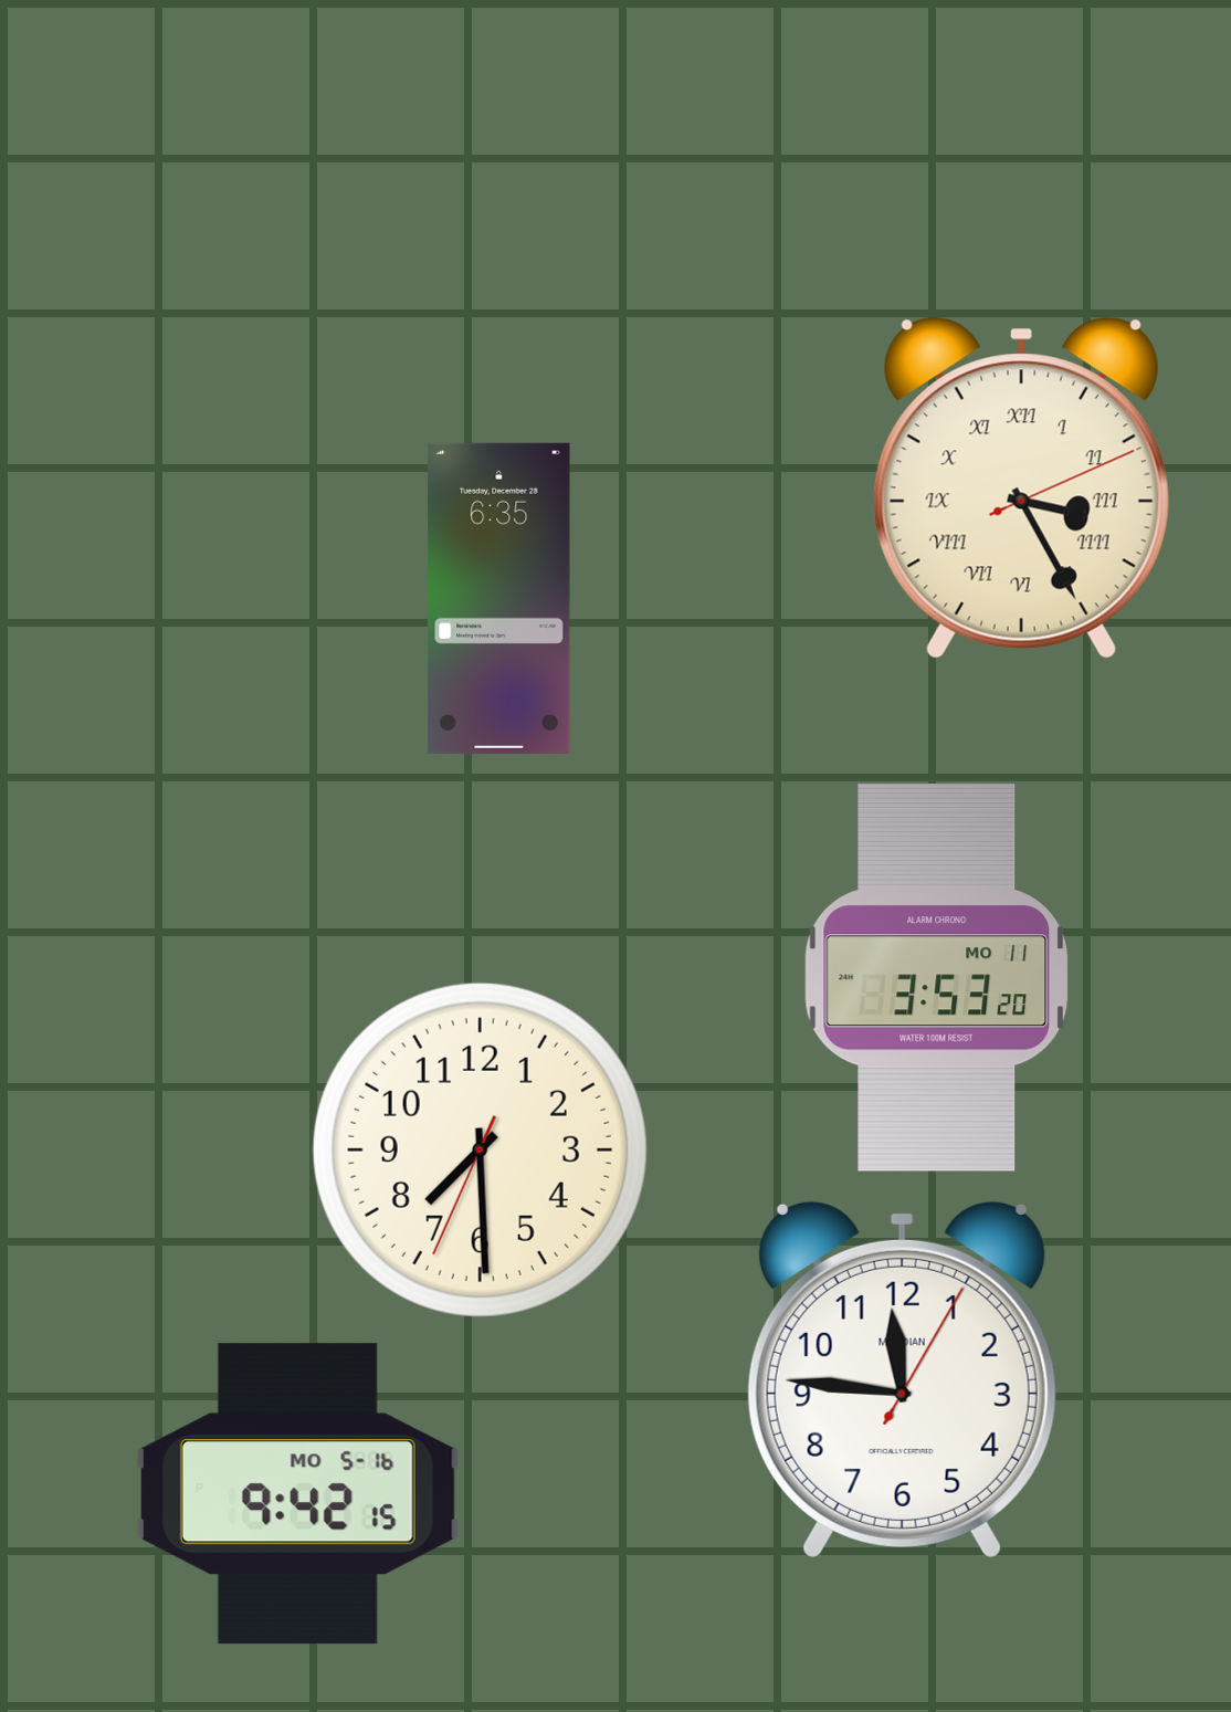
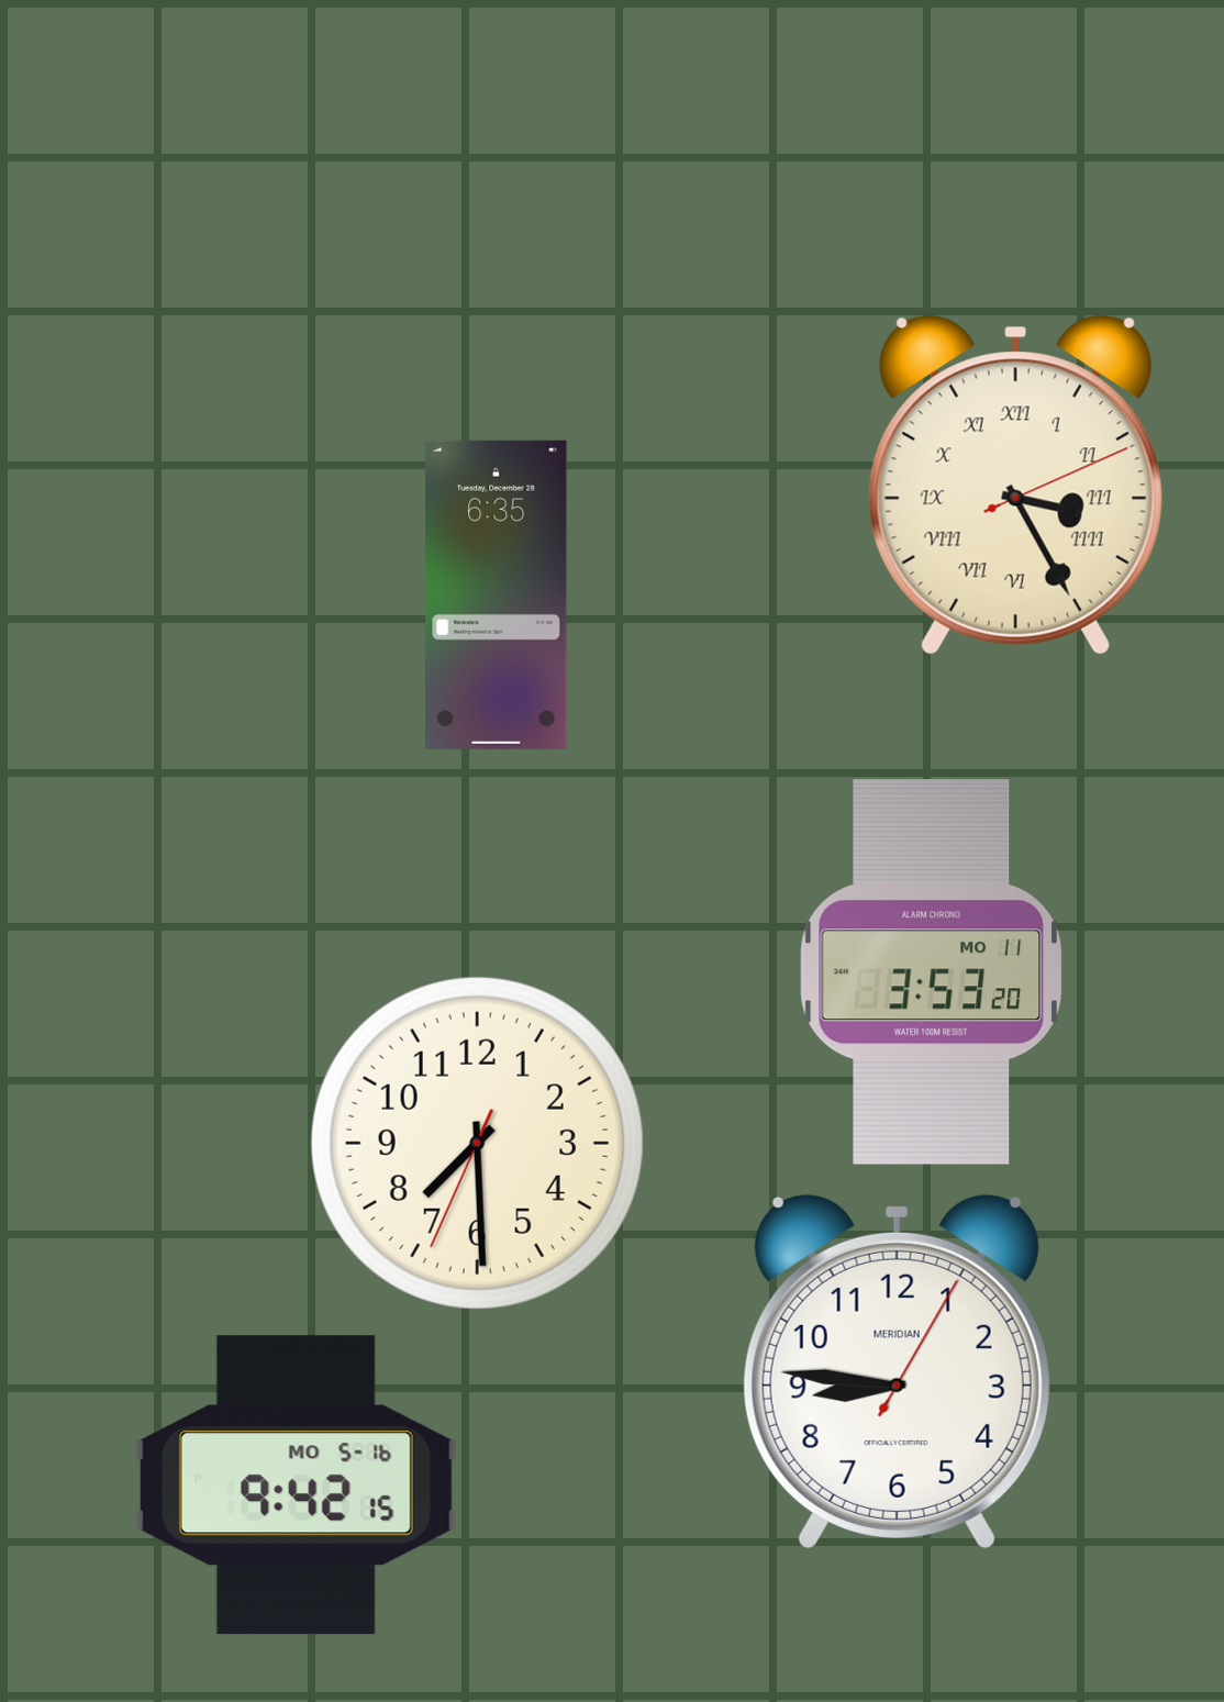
clock at (902, 1379): 11:46 -> 8:46
